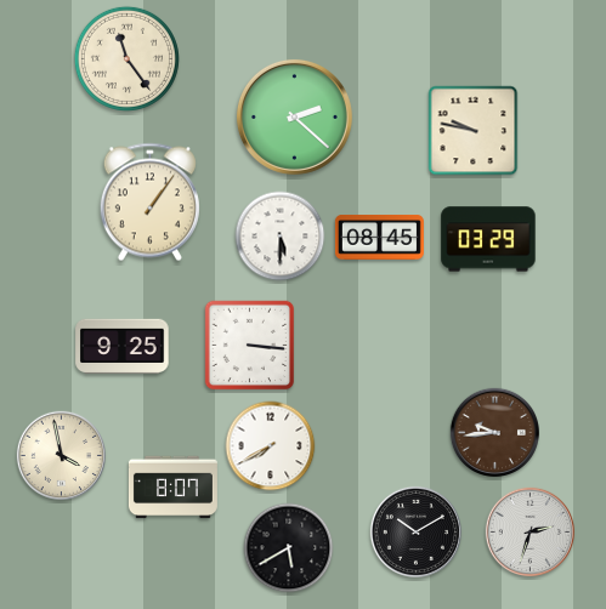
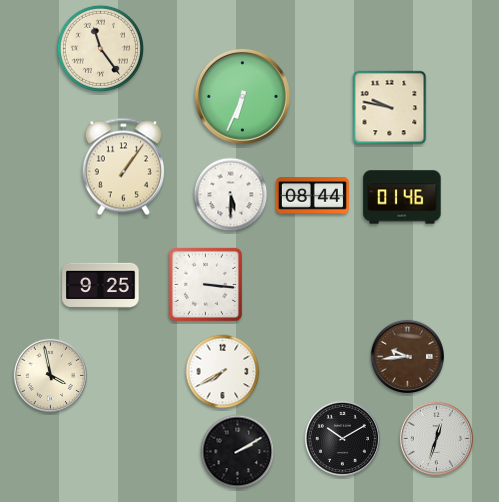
clock at (126, 58) position: (126, 58) -> (100, 48)
clock at (294, 116): 2:22 -> 6:34
clock at (379, 238): 08:45 -> 08:44
clock at (488, 239): 03:29 -> 01:46
clock at (271, 446) position: (271, 446) -> (223, 372)
clock at (172, 488): 8:07 -> none
clock at (529, 531): 2:33 -> 12:33
clock at (289, 548): 5:40 -> 2:10
